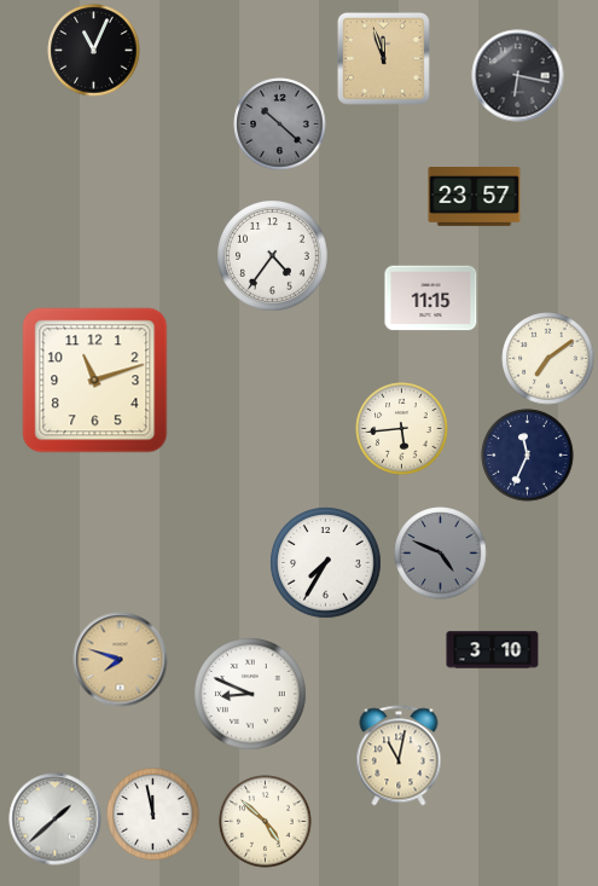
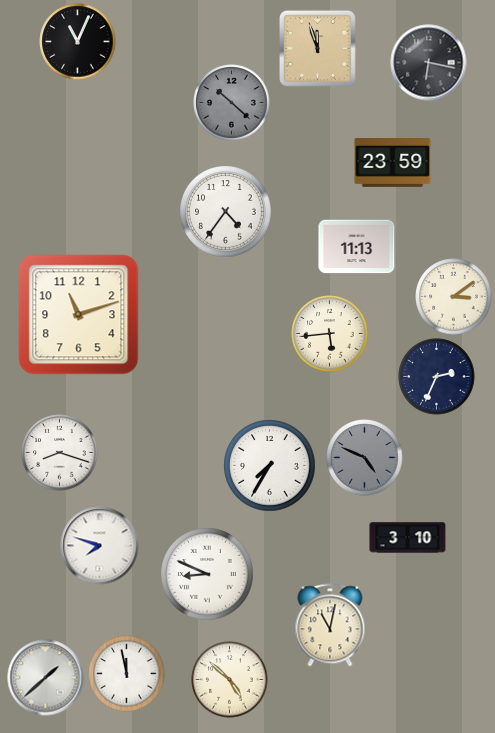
clock at (475, 197): 23:57 -> 23:59
clock at (431, 299): 11:15 -> 11:13
clock at (548, 359): 7:09 -> 3:09
clock at (402, 429) position: (402, 429) -> (330, 334)
clock at (528, 456): 11:34 -> 2:34
clock at (60, 453): none -> 8:18
clock at (121, 660) dial: champagne -> white
clock at (266, 822) position: (266, 822) -> (230, 680)
